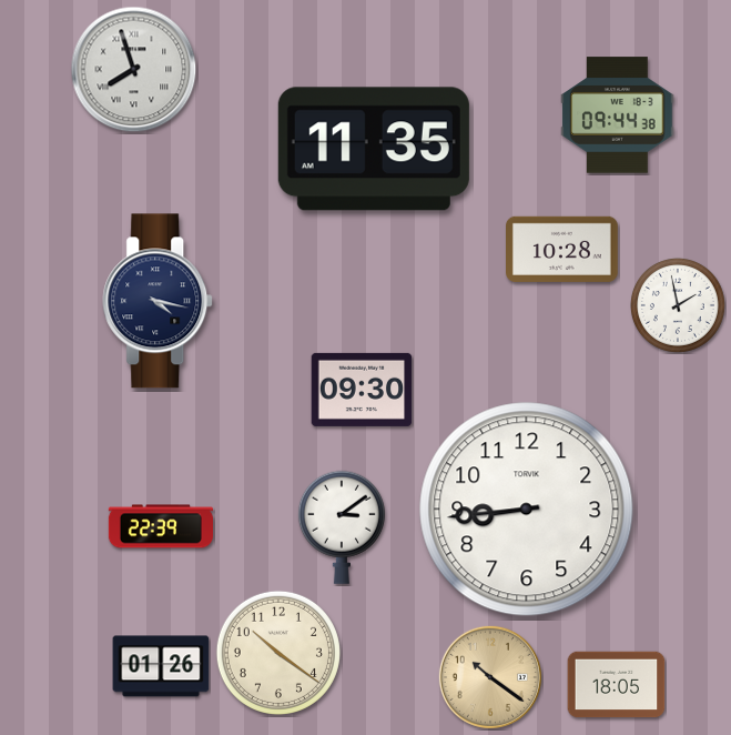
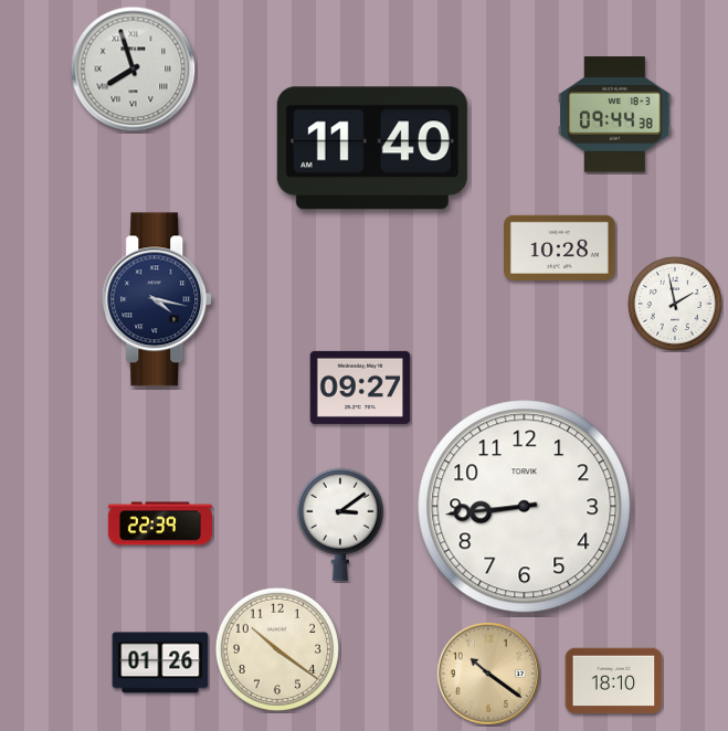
clock at (374, 149): 11:35 -> 11:40
clock at (362, 390): 09:30 -> 09:27
clock at (617, 685): 18:05 -> 18:10
